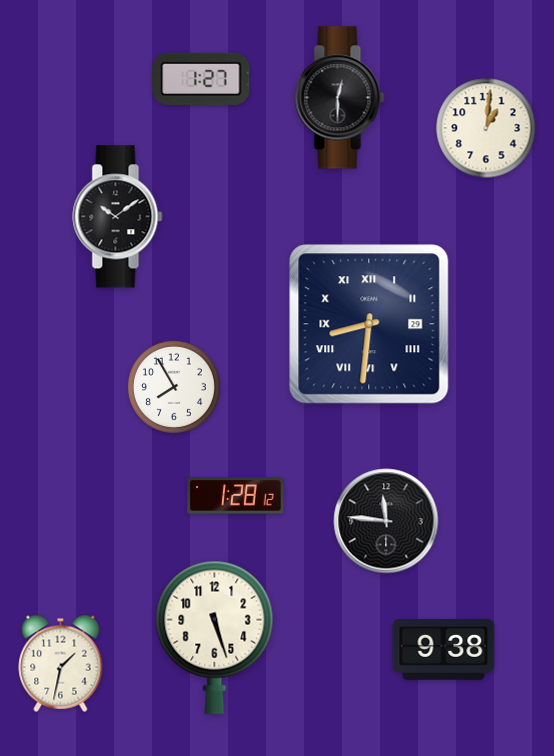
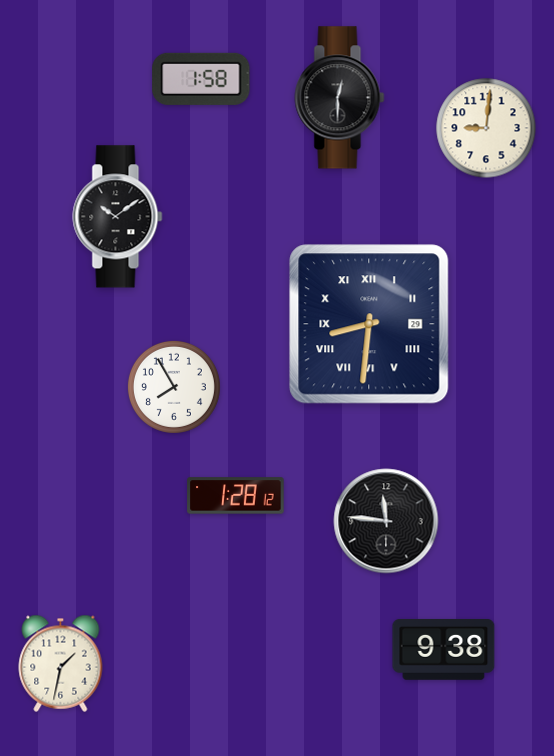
clock at (201, 79): 1:27 -> 1:58
clock at (486, 128): 1:01 -> 9:01
clock at (215, 637): 5:27 -> none
